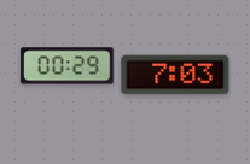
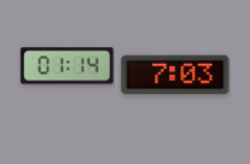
clock at (68, 66): 00:29 -> 01:14
